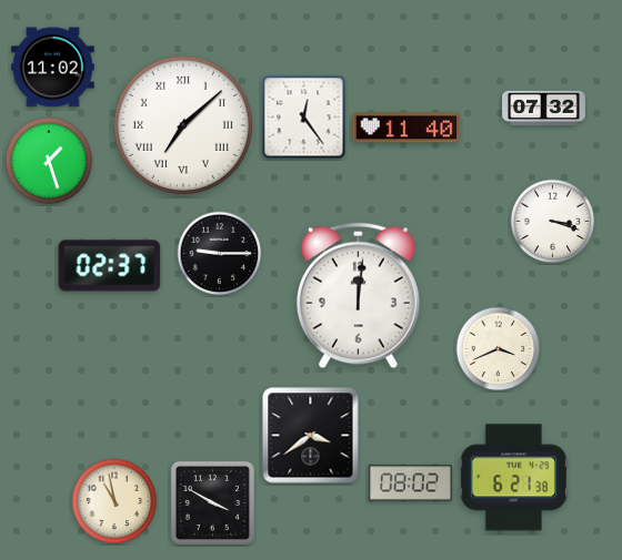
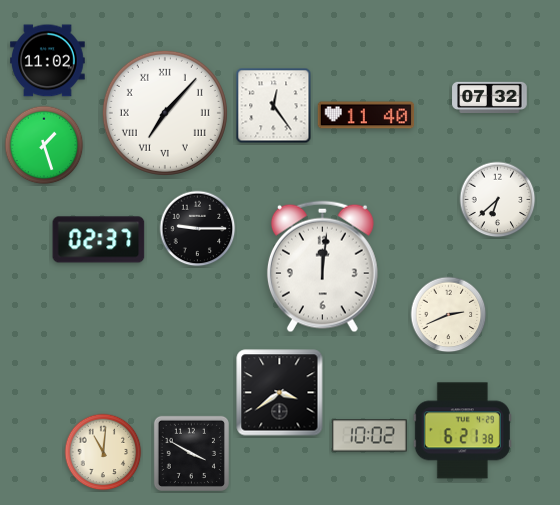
clock at (183, 125): 7:08 -> 7:07
clock at (553, 222): 3:18 -> 6:38
clock at (499, 349): 3:41 -> 2:41
clock at (411, 483): 08:02 -> 10:02
clock at (114, 501): 10:58 -> 11:01
